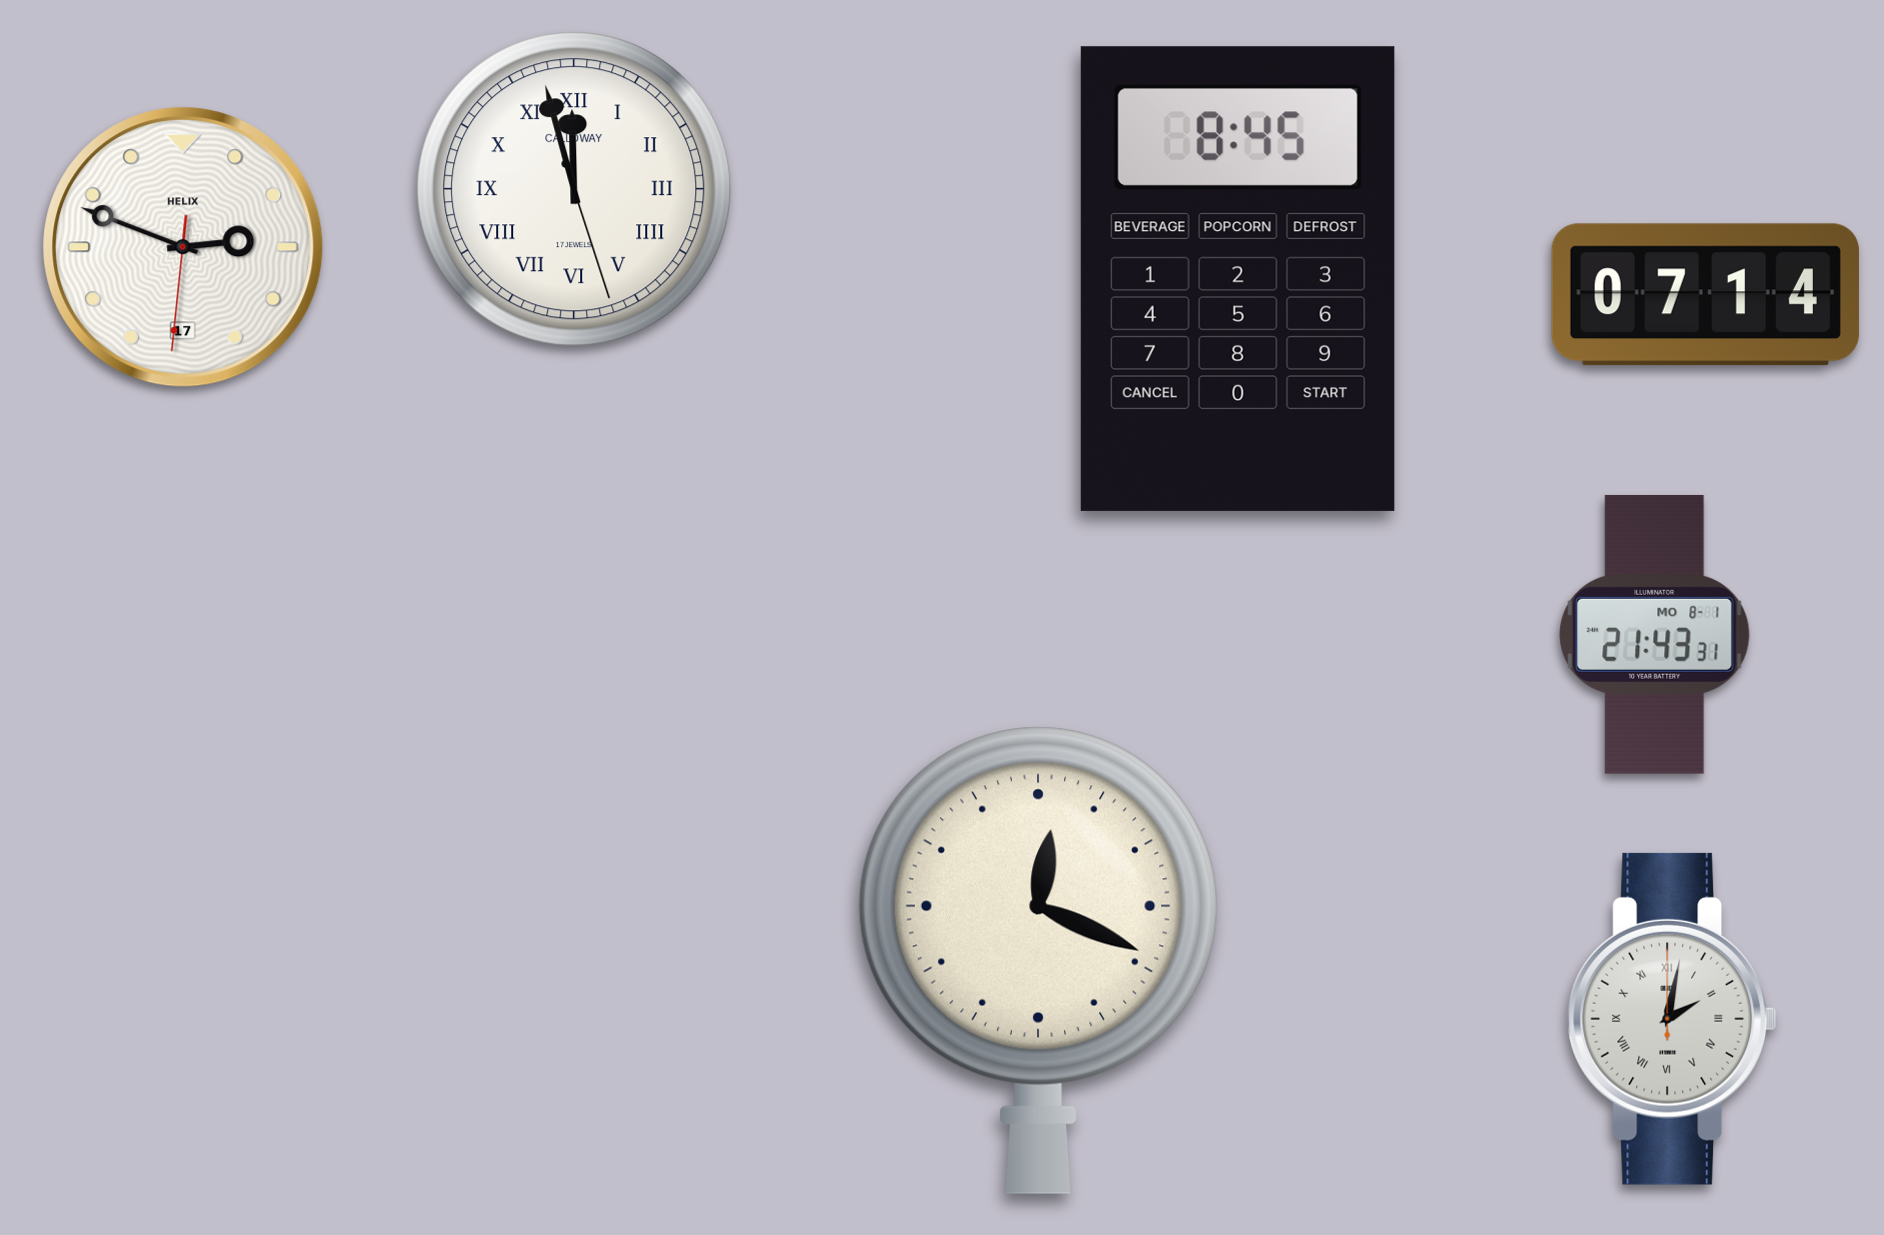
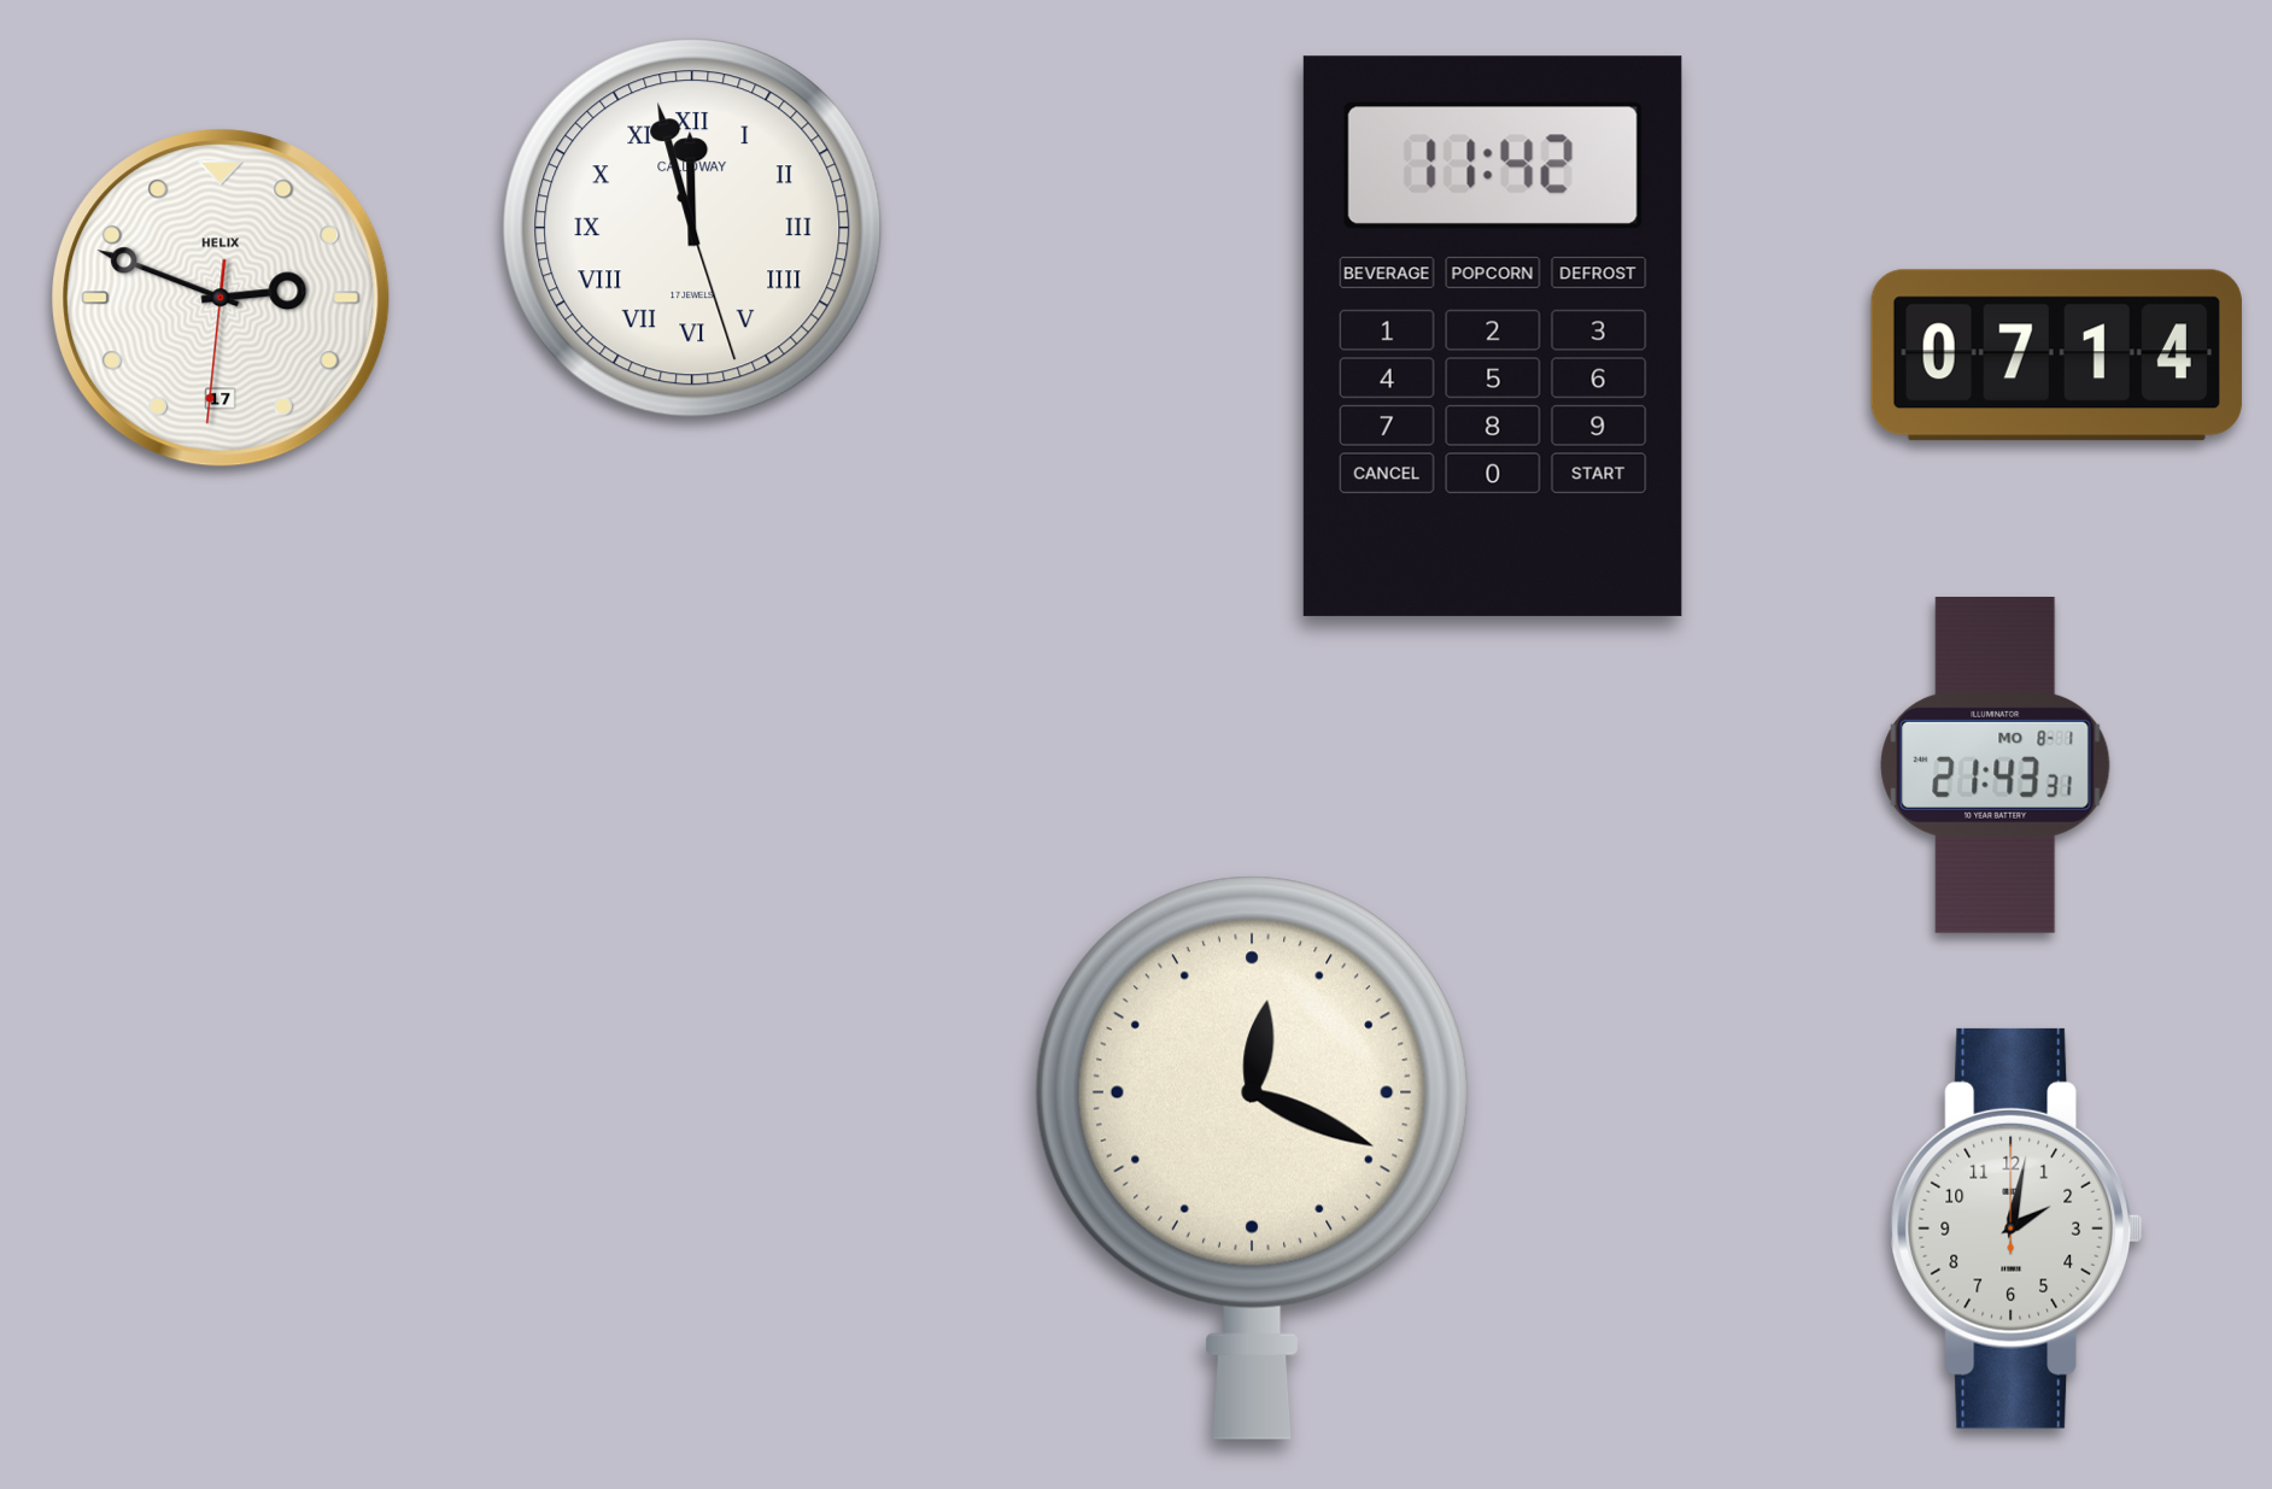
clock at (1238, 279): 8:45 -> 11:42
clock at (1671, 1019) numerals: Roman -> Arabic
